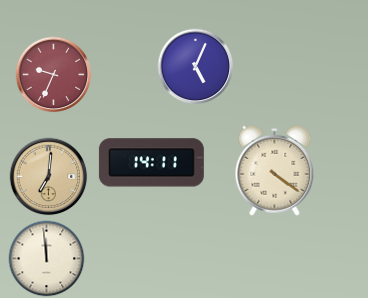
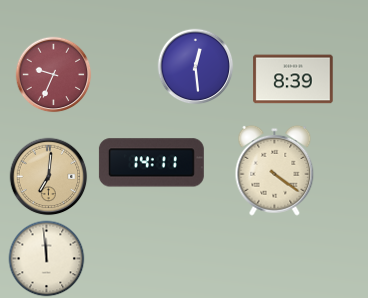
clock at (196, 67): 5:04 -> 12:29
clock at (293, 79): none -> 8:39
